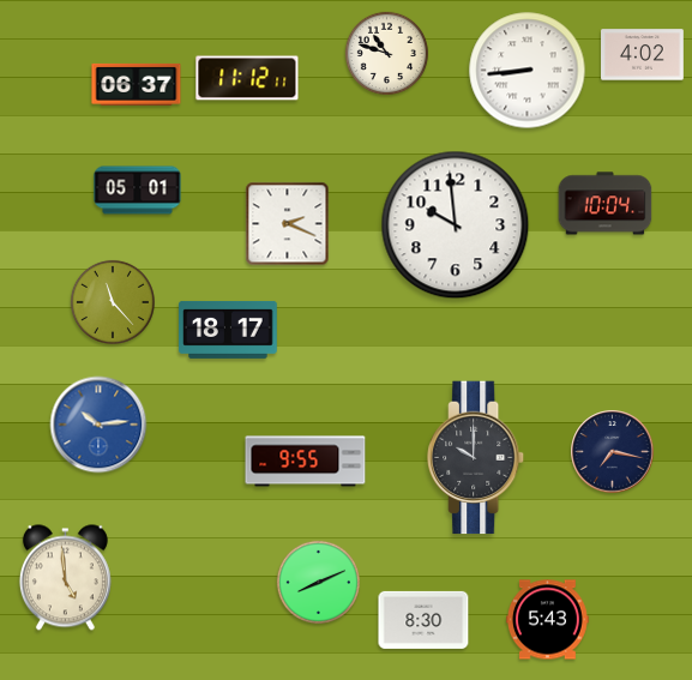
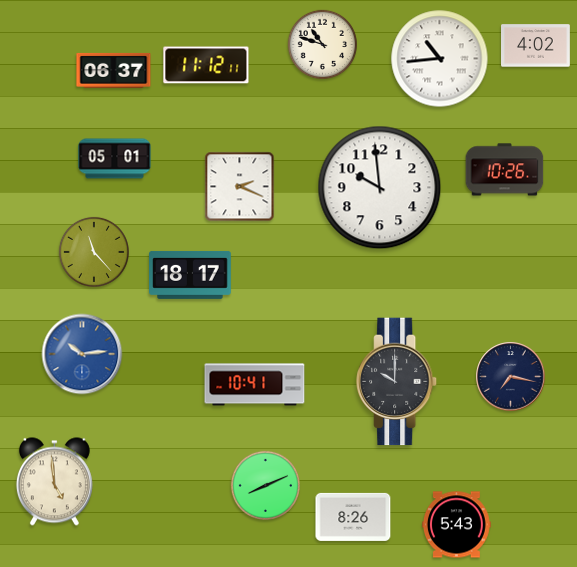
clock at (528, 71): 8:44 -> 10:44
clock at (606, 204): 10:04 -> 10:26
clock at (306, 462): 9:55 -> 10:41
clock at (423, 620): 8:30 -> 8:26
clock at (548, 620) position: (548, 620) -> (457, 525)
